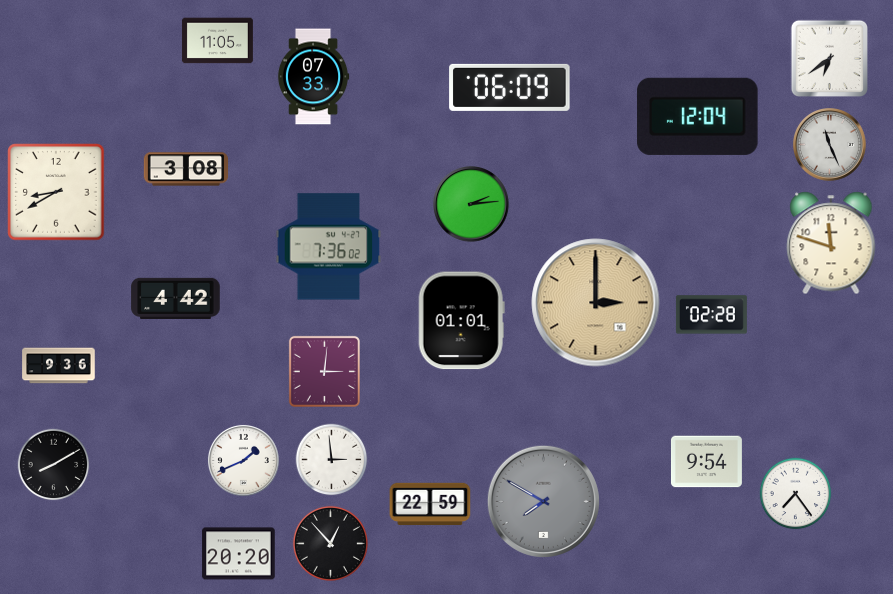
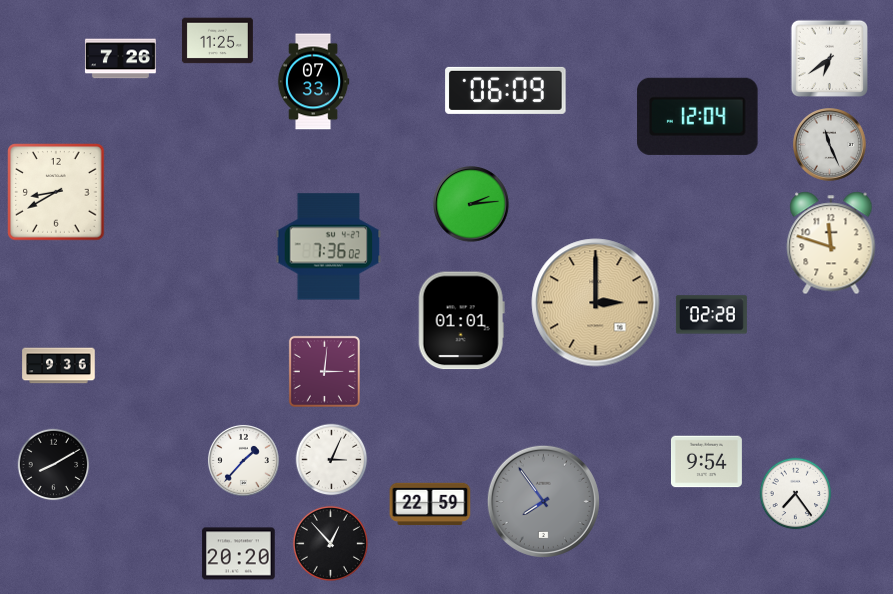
clock at (217, 41): 11:05 -> 11:25
clock at (120, 59): none -> 7:26
clock at (313, 77) position: (313, 77) -> (313, 82)
clock at (510, 87) position: (510, 87) -> (506, 90)
clock at (186, 169): 3:08 -> none
clock at (176, 298): 4:42 -> none
clock at (243, 460): 1:41 -> 1:37
clock at (332, 460): 2:59 -> 3:04
clock at (543, 501): 7:50 -> 7:54
